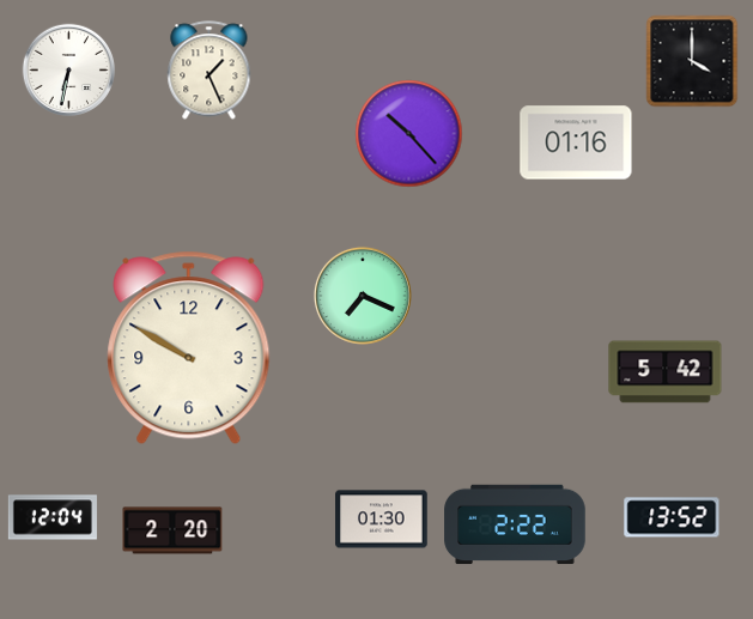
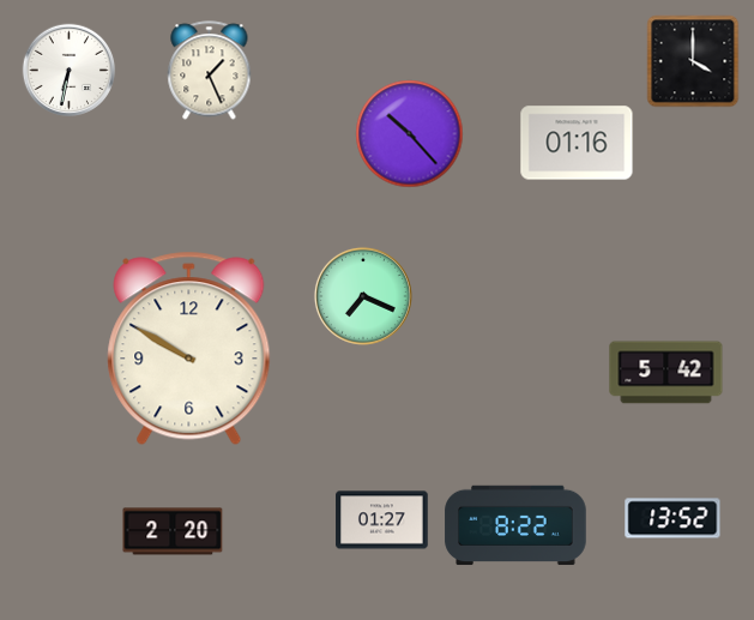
clock at (53, 517): 12:04 -> none
clock at (382, 520): 01:30 -> 01:27
clock at (515, 524): 2:22 -> 8:22
